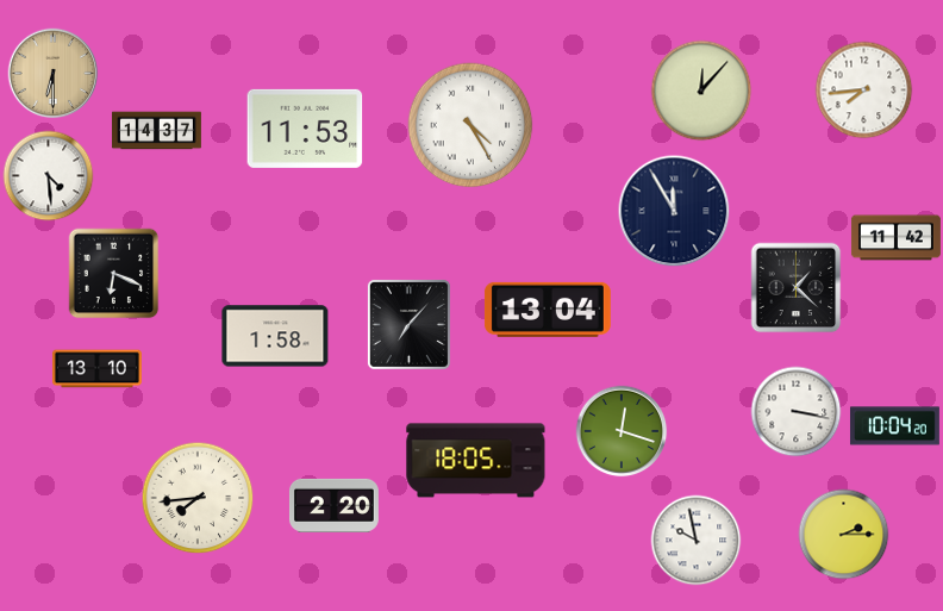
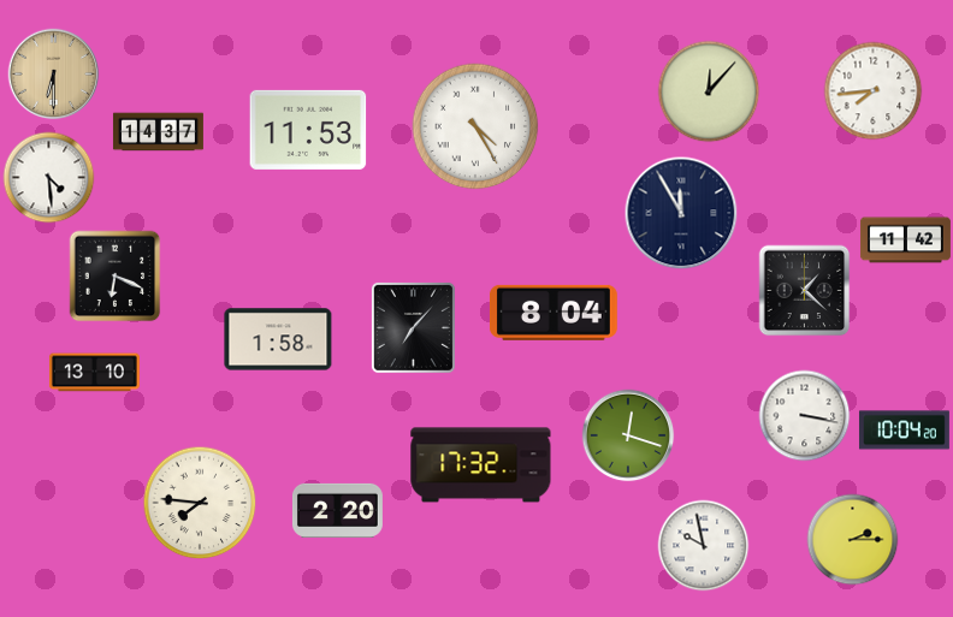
clock at (548, 310): 13:04 -> 8:04
clock at (96, 369) position: (96, 369) -> (94, 373)
clock at (476, 461): 18:05 -> 17:32
clock at (198, 498): 7:44 -> 7:46
